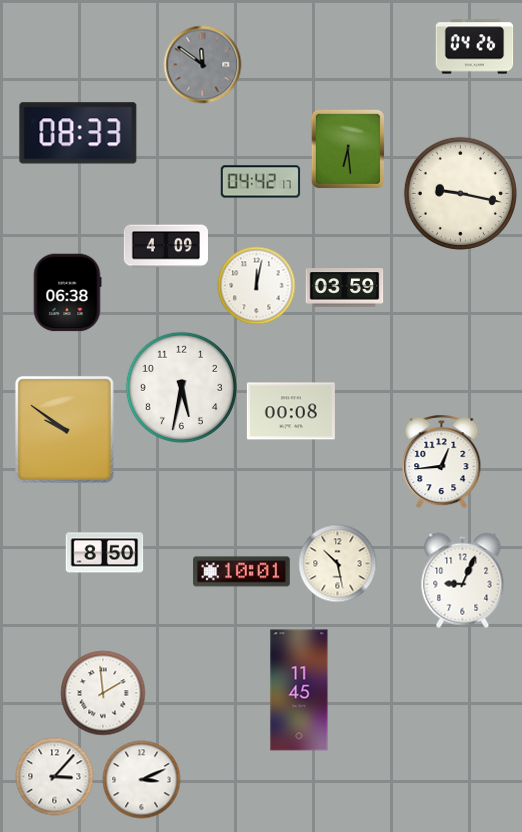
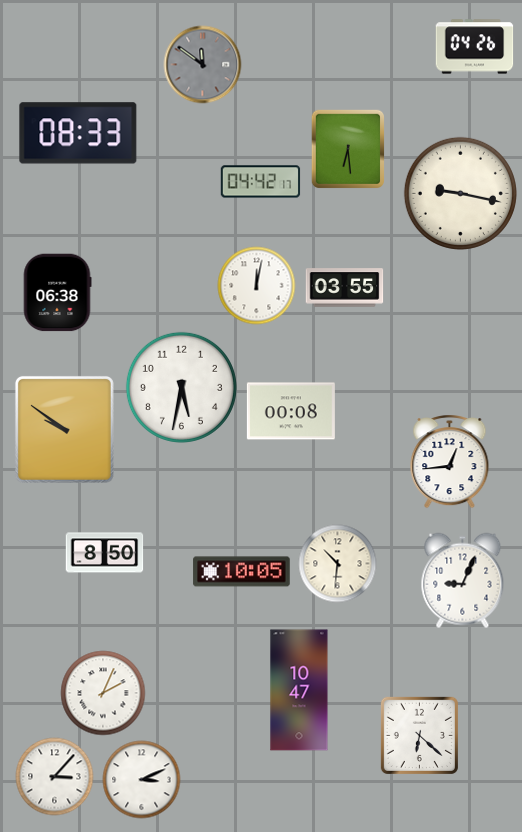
clock at (166, 246): 4:09 -> none
clock at (344, 288): 03:59 -> 03:55
clock at (67, 292) position: (67, 292) -> (57, 292)
clock at (442, 462) position: (442, 462) -> (450, 462)
clock at (337, 563): 10:28 -> 10:31
clock at (242, 572): 10:01 -> 10:05
clock at (299, 690): 11:45 -> 10:47
clock at (103, 693): 1:59 -> 2:04
clock at (419, 735): none -> 6:22
